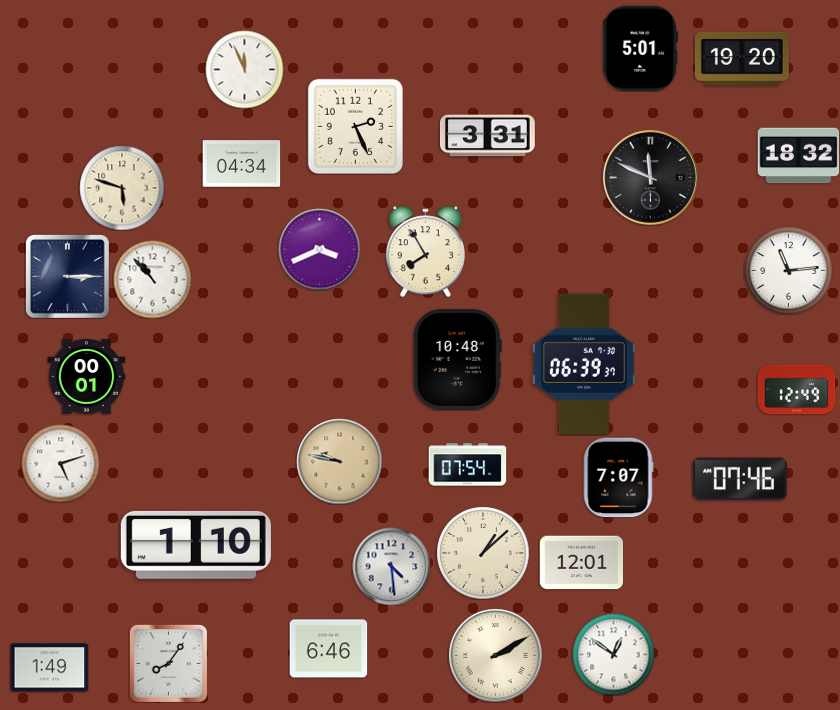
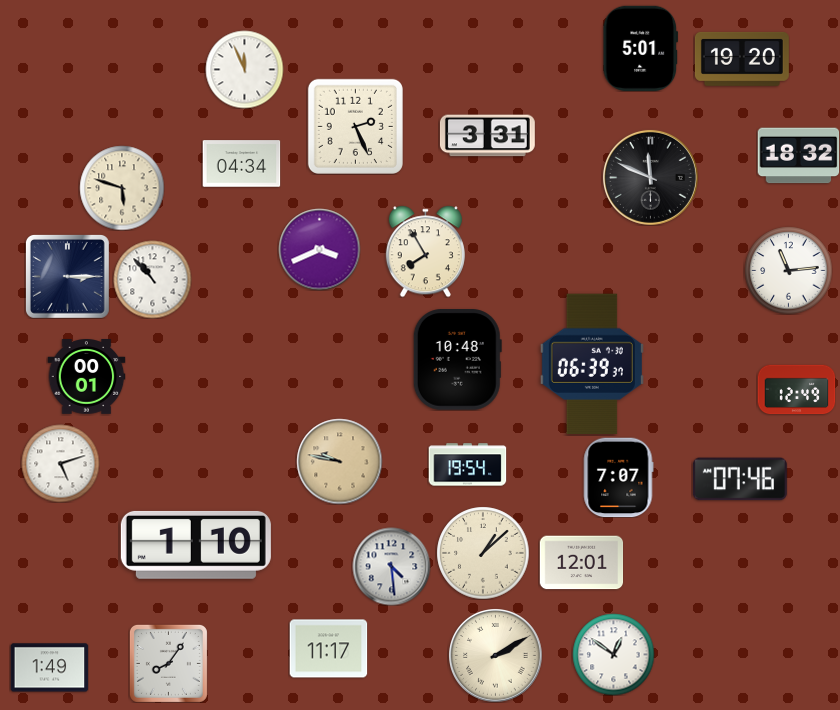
clock at (584, 364) position: (584, 364) -> (592, 364)
clock at (467, 465): 07:54 -> 19:54
clock at (328, 649): 6:46 -> 11:17
